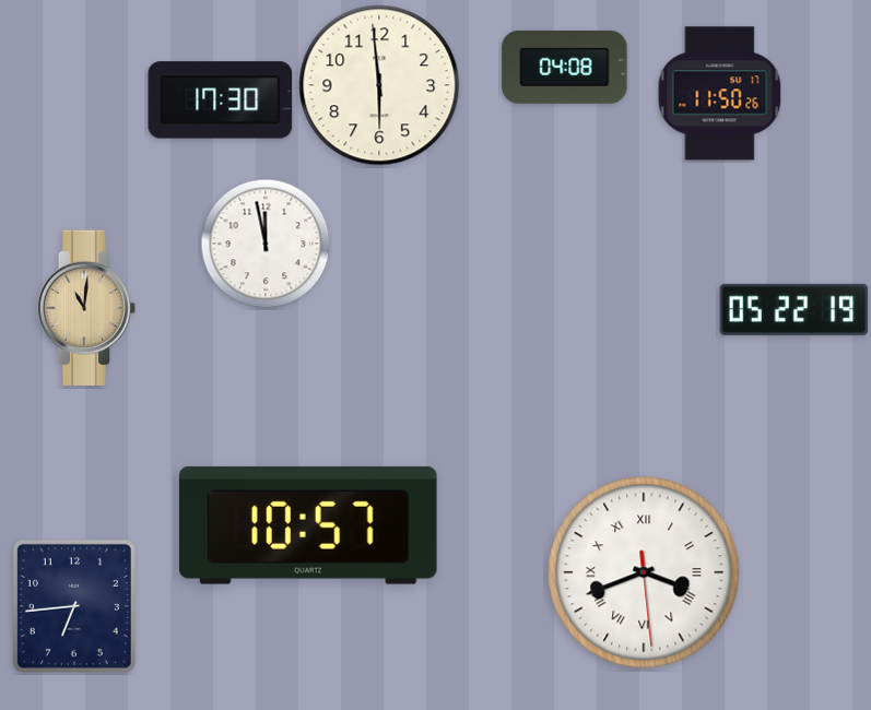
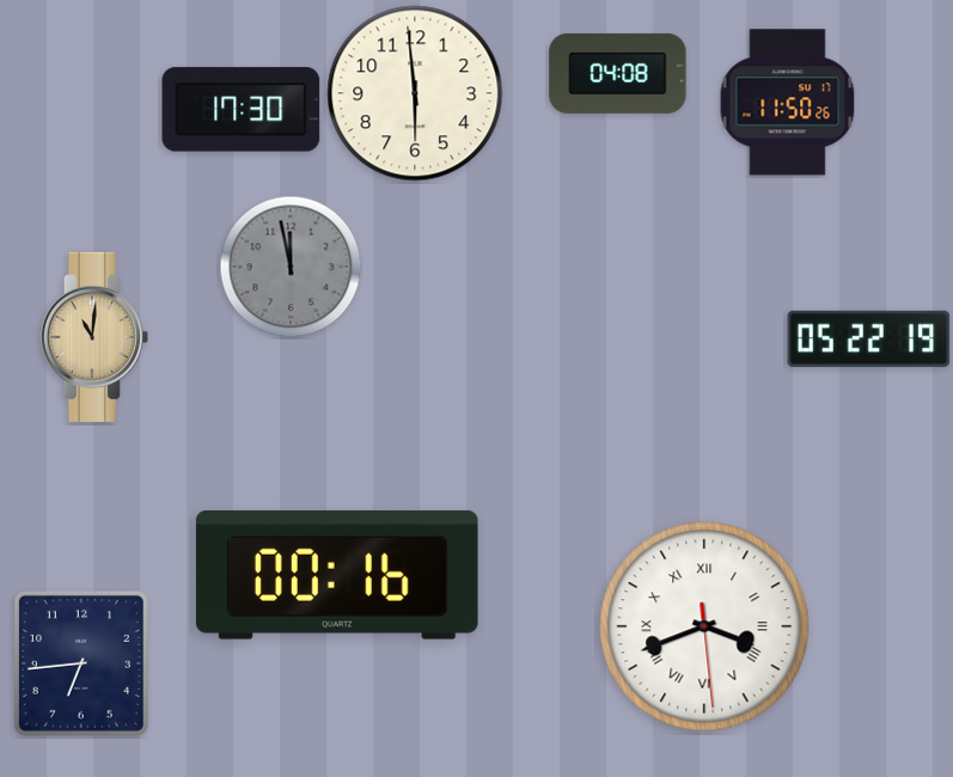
clock at (266, 244) dial: white -> grey
clock at (308, 525): 10:57 -> 00:16
